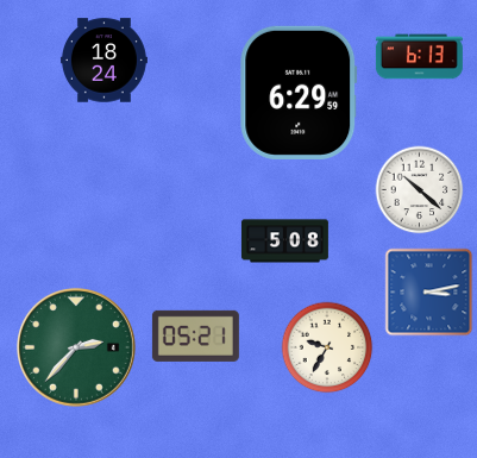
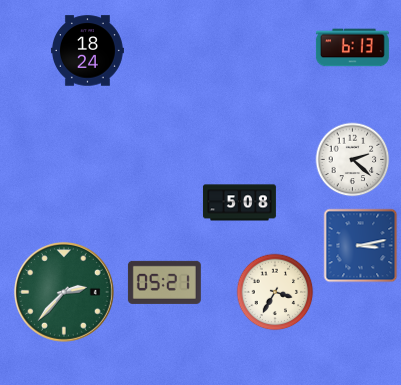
clock at (299, 93): 6:29 -> none
clock at (420, 190): 10:22 -> 2:22
clock at (327, 347): 9:35 -> 3:35
